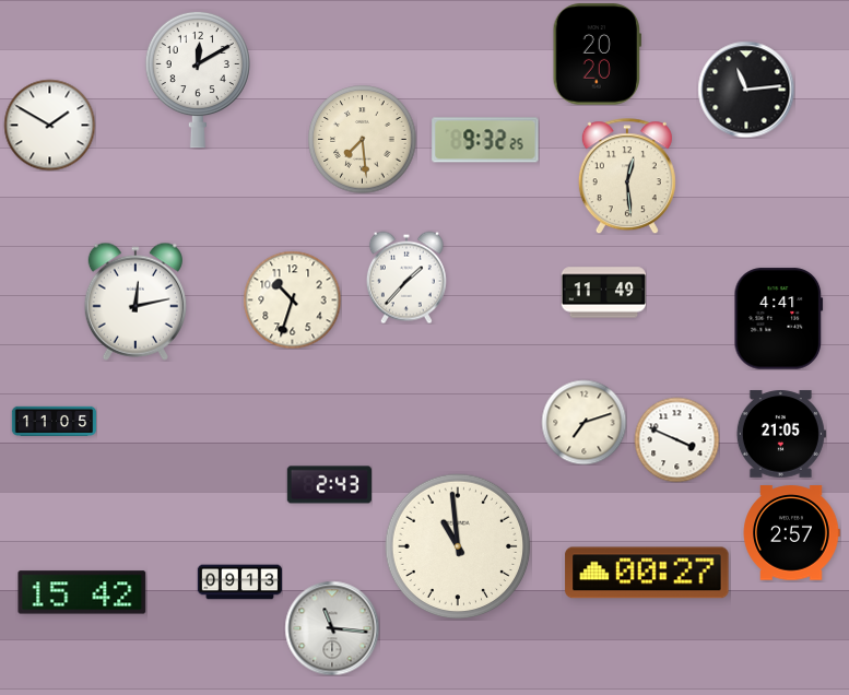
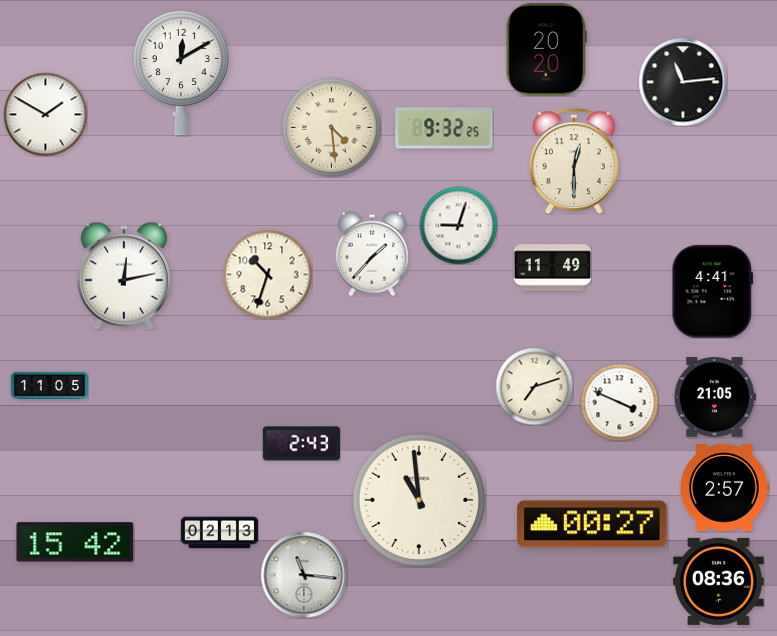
clock at (363, 140): 7:29 -> 4:29
clock at (627, 176): 12:29 -> 12:30
clock at (458, 225): none -> 9:03
clock at (239, 582): 09:13 -> 02:13
clock at (719, 581): none -> 08:36
